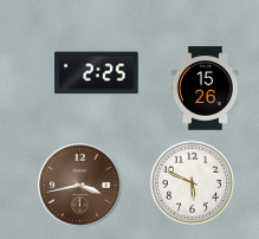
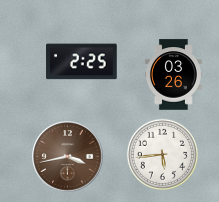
clock at (205, 89): 15:26 -> 03:26
clock at (192, 182): 5:49 -> 5:44
